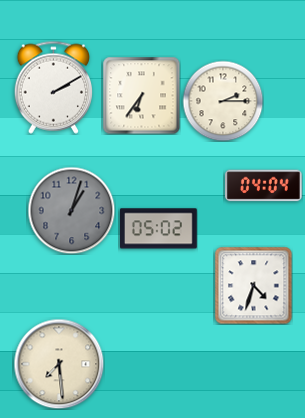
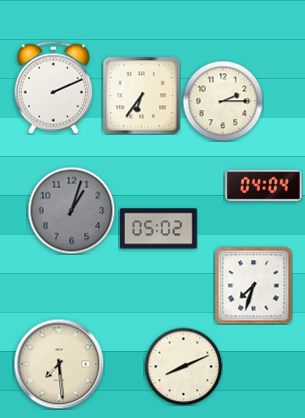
clock at (53, 87): 2:10 -> 2:11
clock at (253, 285): 4:33 -> 7:33
clock at (183, 366): none -> 8:11
